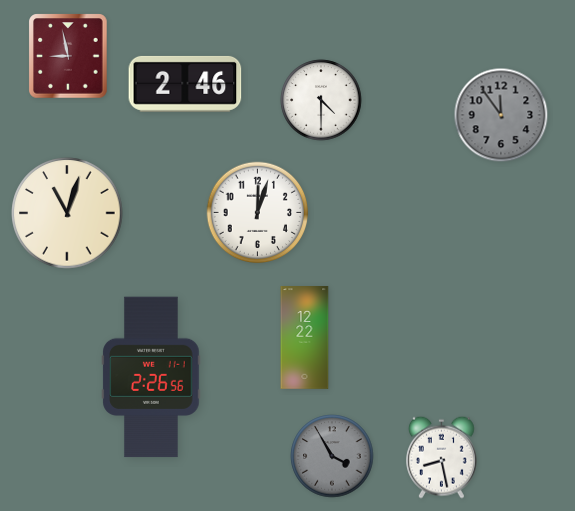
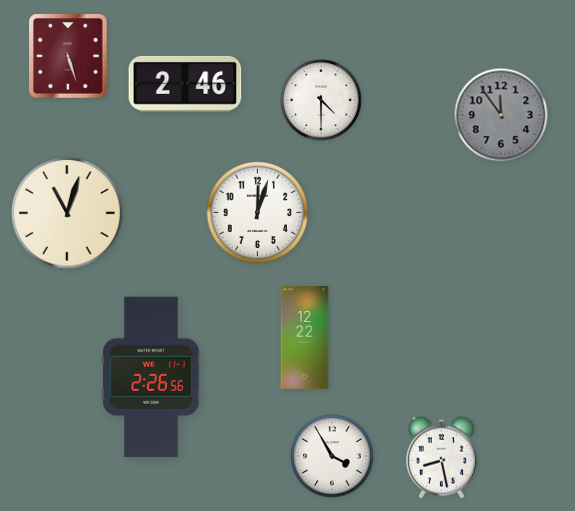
clock at (68, 56): 8:58 -> 5:27
clock at (332, 456) dial: grey -> white
